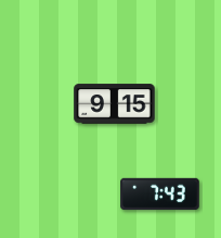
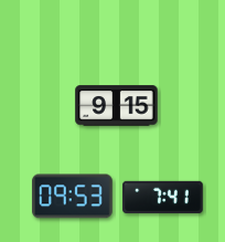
clock at (73, 197): none -> 09:53
clock at (160, 195): 7:43 -> 7:41
